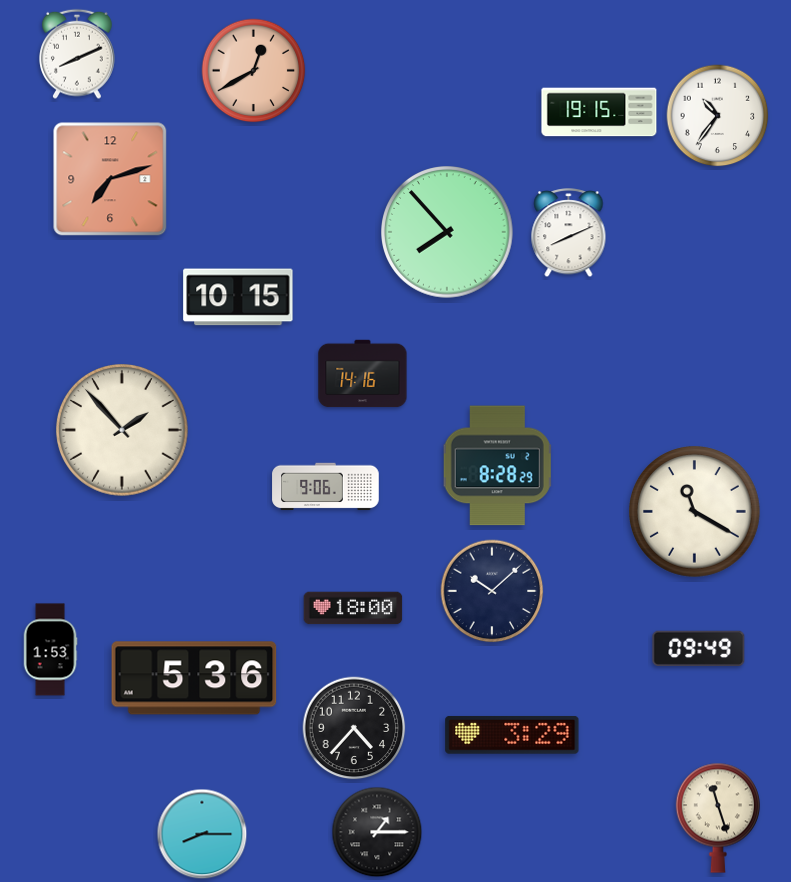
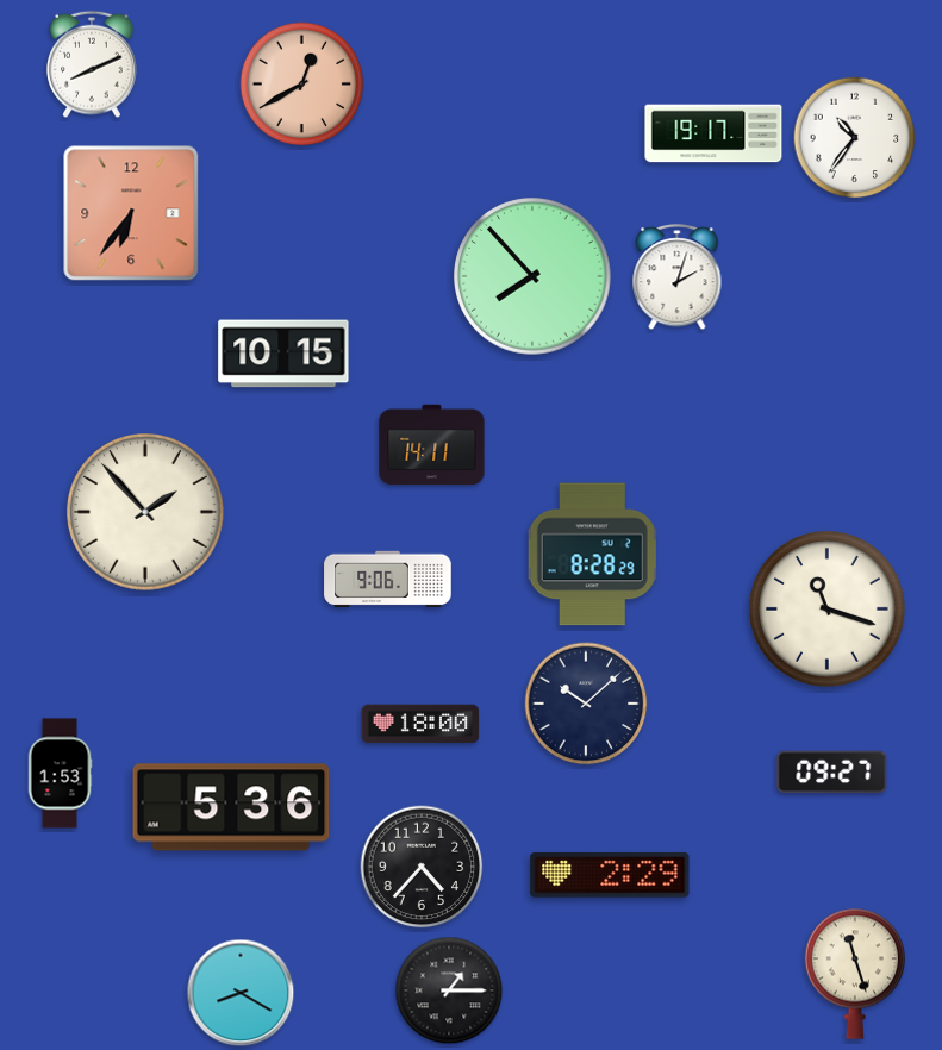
clock at (599, 112): 19:15 -> 19:17
clock at (110, 179): 7:12 -> 6:36
clock at (569, 233): 8:11 -> 2:03
clock at (363, 374): 14:16 -> 14:11
clock at (695, 512): 11:20 -> 11:18
clock at (699, 648): 09:49 -> 09:27
clock at (512, 735): 3:29 -> 2:29
clock at (202, 834): 8:15 -> 8:20
